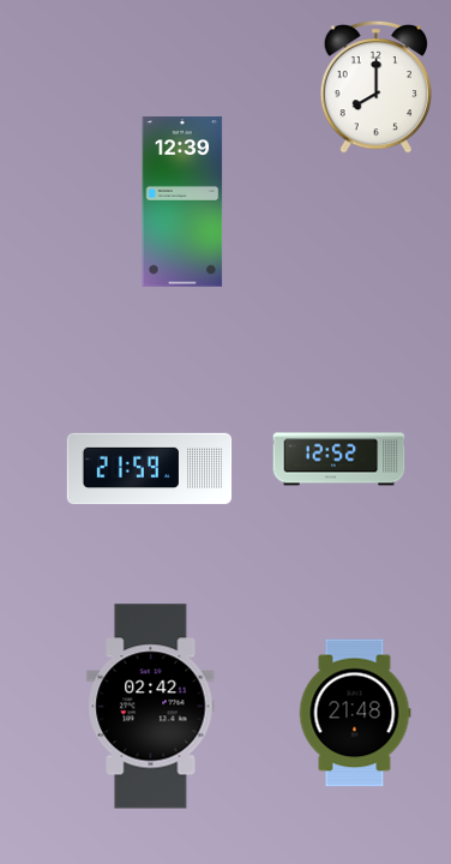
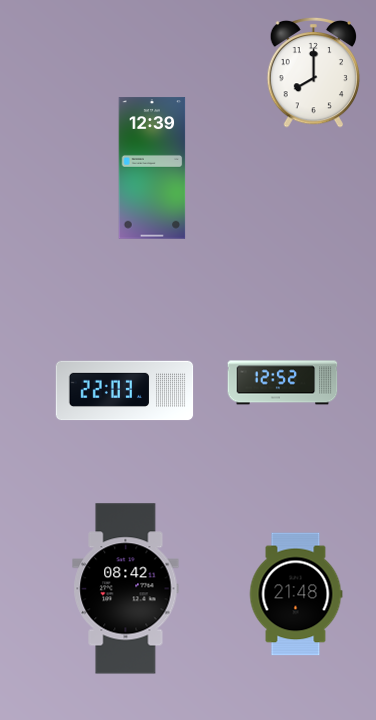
clock at (150, 469): 21:59 -> 22:03
clock at (151, 707): 02:42 -> 08:42
